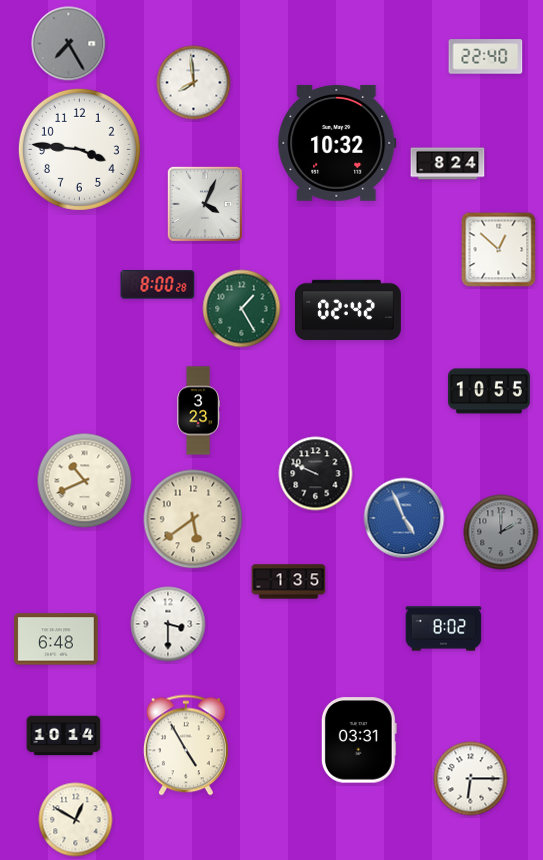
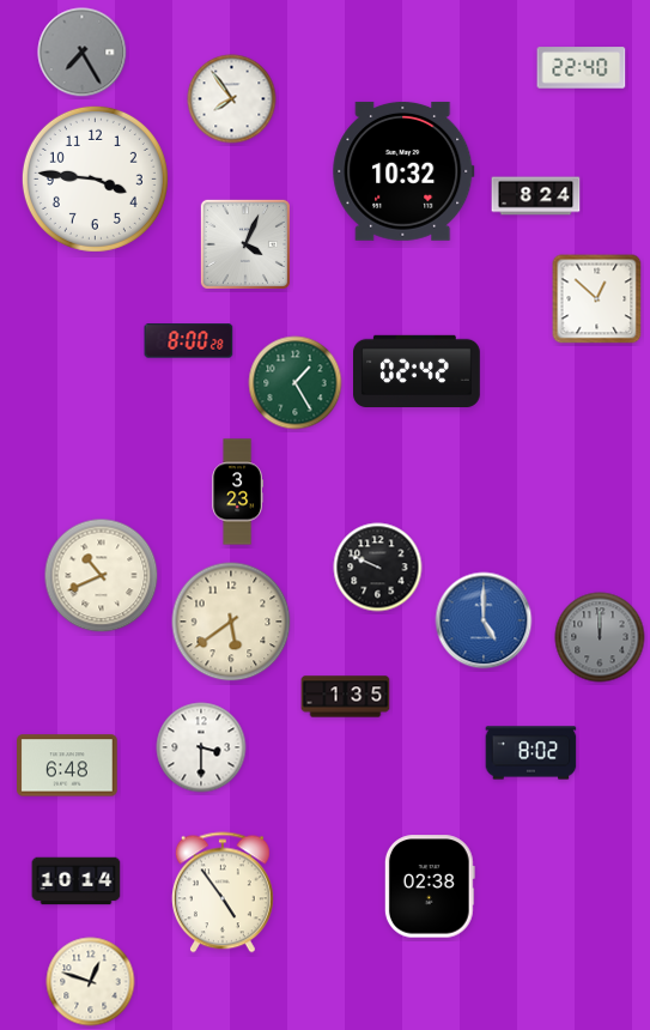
clock at (194, 83): 7:59 -> 7:54
clock at (242, 309) position: (242, 309) -> (296, 383)
clock at (489, 391): 10:55 -> none
clock at (404, 518): 4:56 -> 5:00
clock at (501, 532): 2:00 -> 12:00
clock at (359, 740): 03:31 -> 02:38
clock at (186, 745): 4:55 -> 4:54
clock at (471, 779): 6:15 -> none
clock at (76, 820): 12:50 -> 12:48
